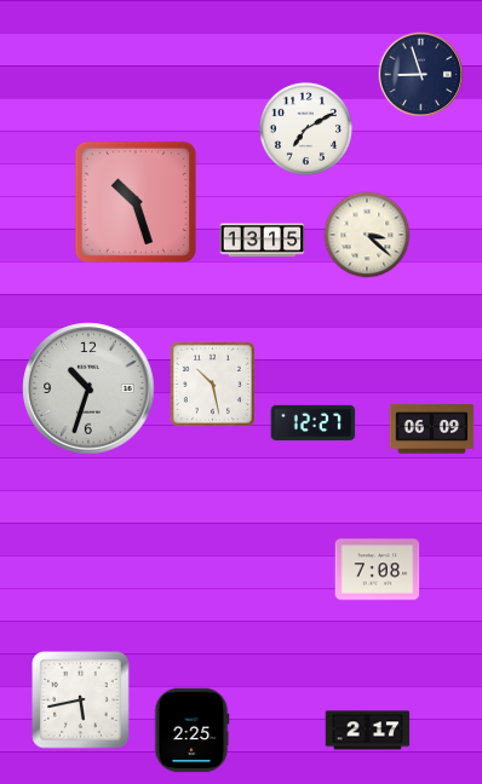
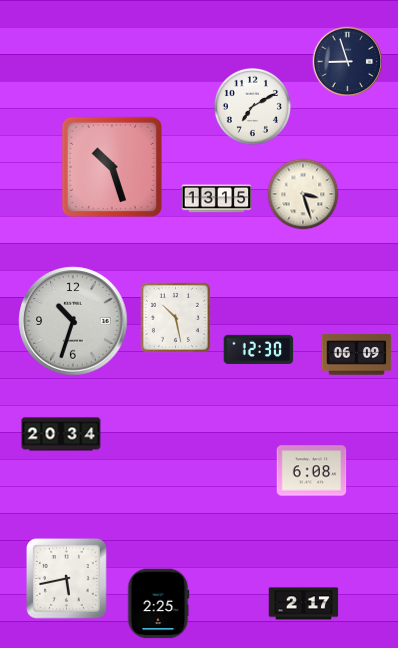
clock at (367, 235): 3:22 -> 3:27
clock at (314, 422): 12:27 -> 12:30
clock at (61, 434): none -> 20:34
clock at (378, 570): 7:08 -> 6:08
